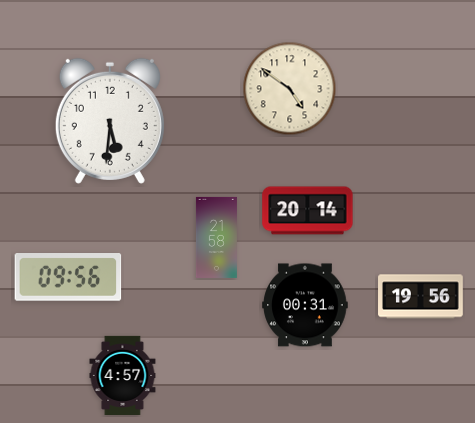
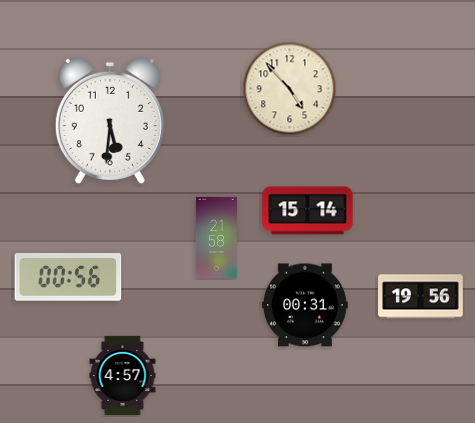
clock at (290, 89): 4:51 -> 4:53
clock at (308, 211): 20:14 -> 15:14
clock at (68, 277): 09:56 -> 00:56
